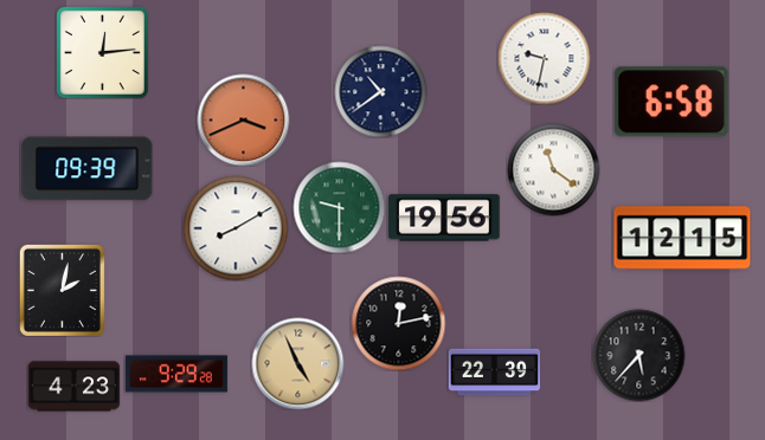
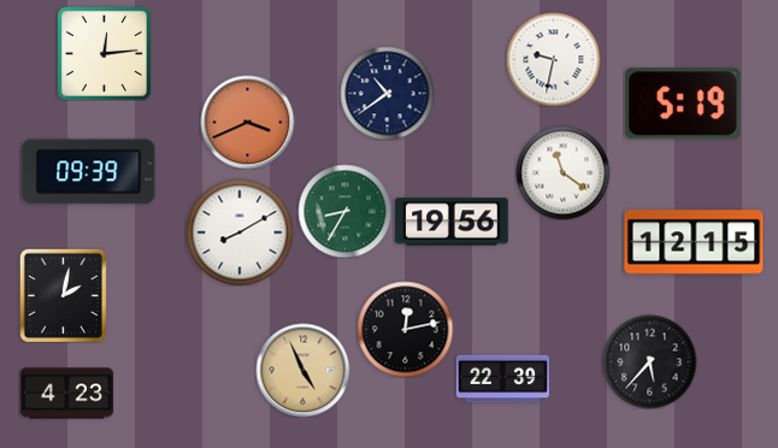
clock at (671, 102): 6:58 -> 5:19
clock at (339, 207): 9:30 -> 8:35
clock at (176, 374): 9:29 -> none
clock at (73, 387) position: (73, 387) -> (66, 394)
